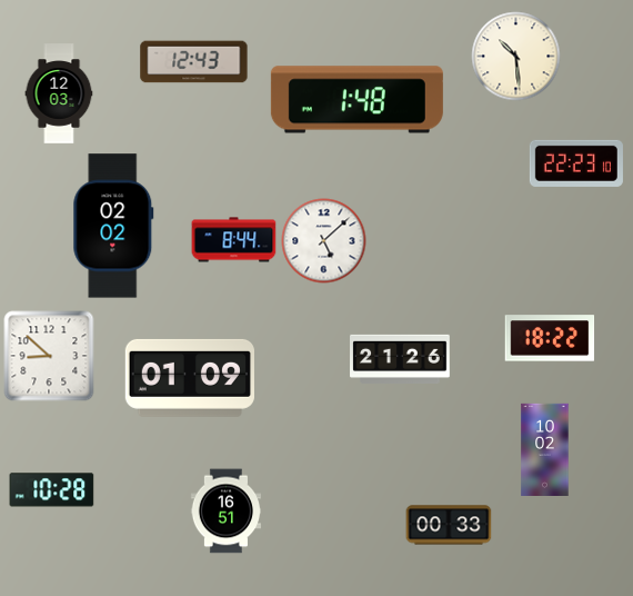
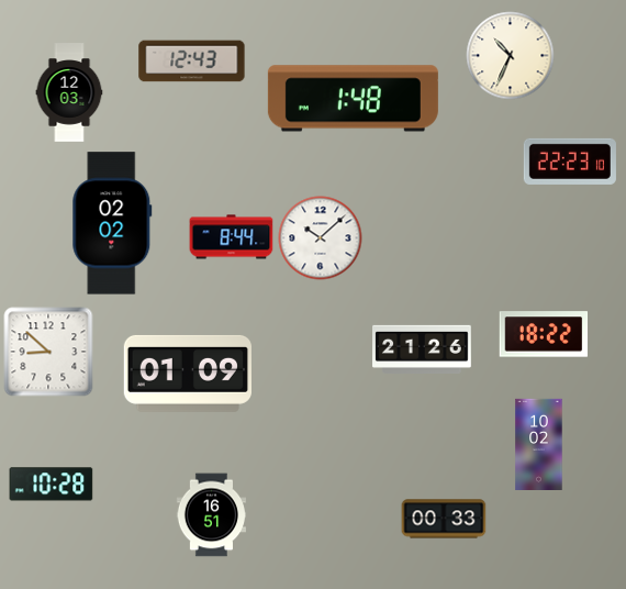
clock at (516, 57): 10:29 -> 10:34
clock at (59, 93) position: (59, 93) -> (69, 92)
clock at (324, 241): 5:08 -> 10:08
clock at (400, 358) position: (400, 358) -> (422, 348)
clock at (225, 511) position: (225, 511) -> (211, 515)
